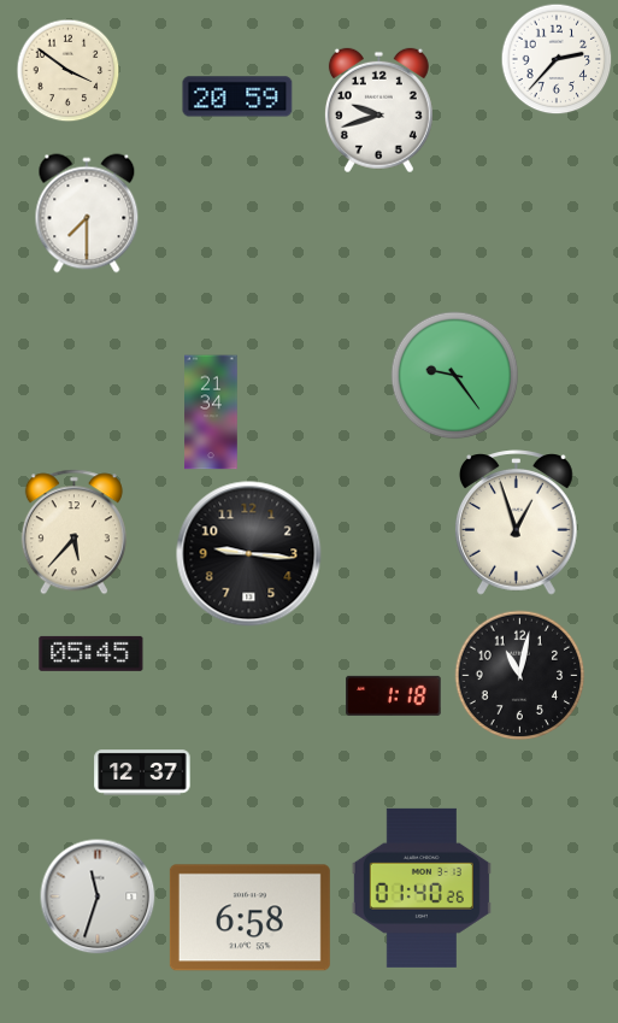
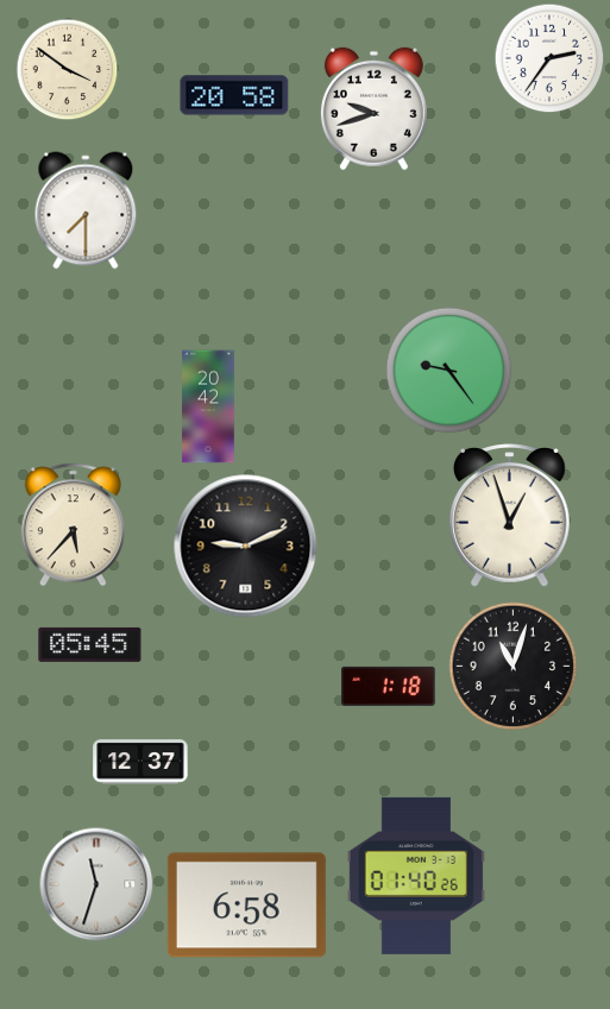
clock at (557, 59): 2:37 -> 2:36
clock at (237, 96): 20:59 -> 20:58
clock at (211, 412): 21:34 -> 20:42
clock at (249, 554): 9:16 -> 9:11
clock at (520, 676): 11:02 -> 11:03
